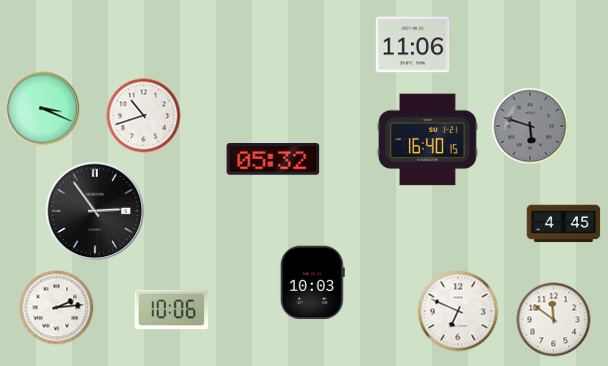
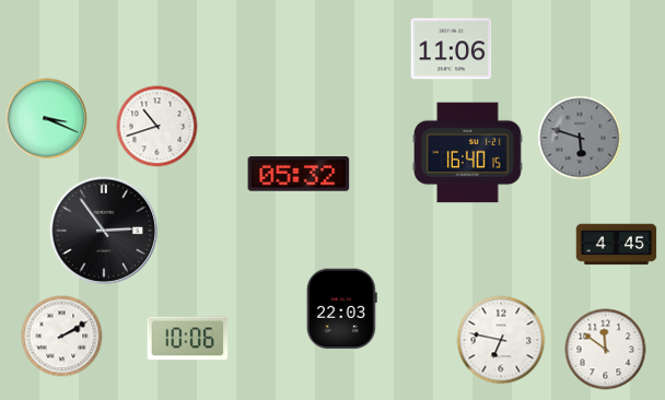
clock at (312, 283): 10:03 -> 22:03
clock at (57, 308): 2:14 -> 2:10
clock at (458, 311): 6:49 -> 6:47
